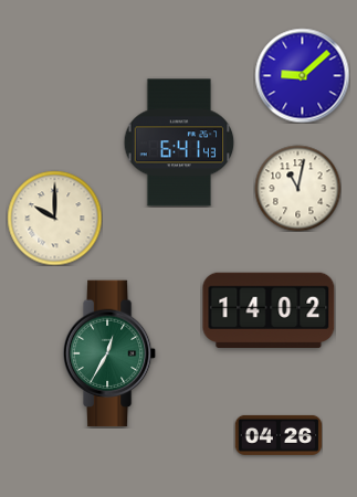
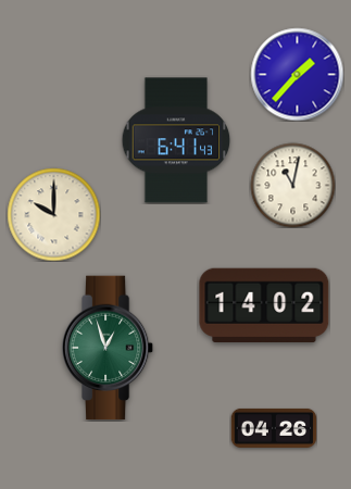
clock at (302, 75): 9:08 -> 1:37
clock at (109, 353): 12:35 -> 12:57
